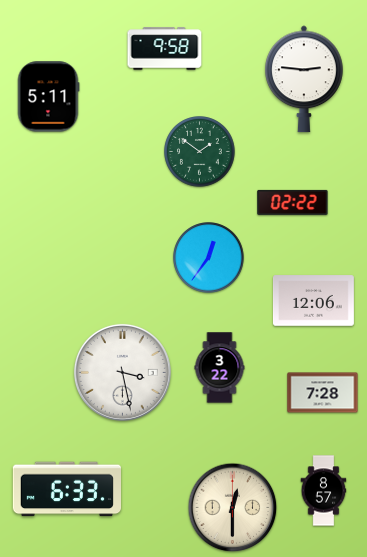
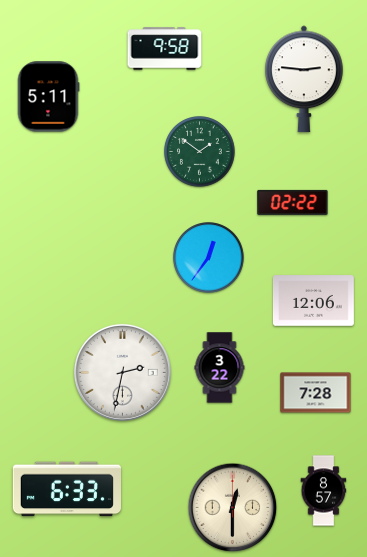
clock at (122, 372): 3:28 -> 2:32
clock at (323, 393) position: (323, 393) -> (316, 393)
